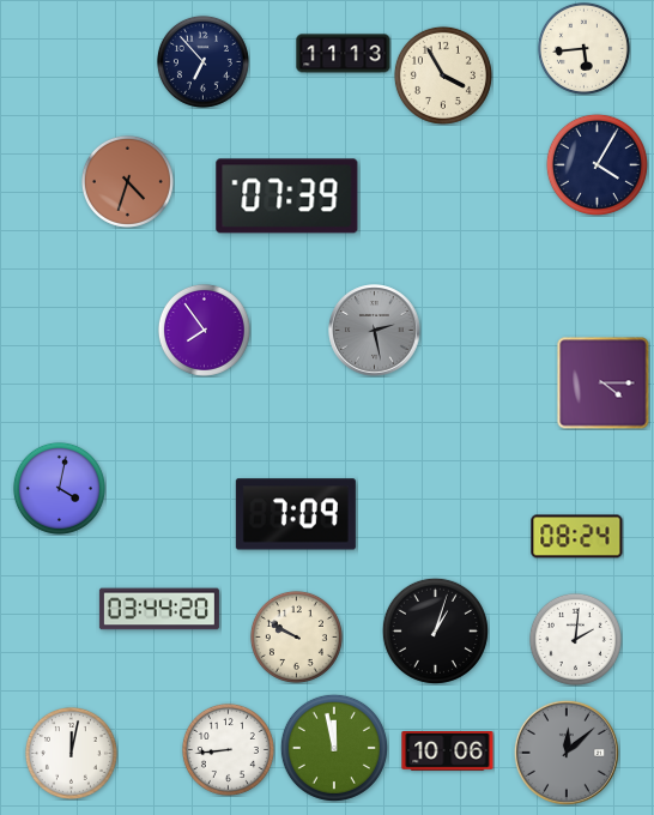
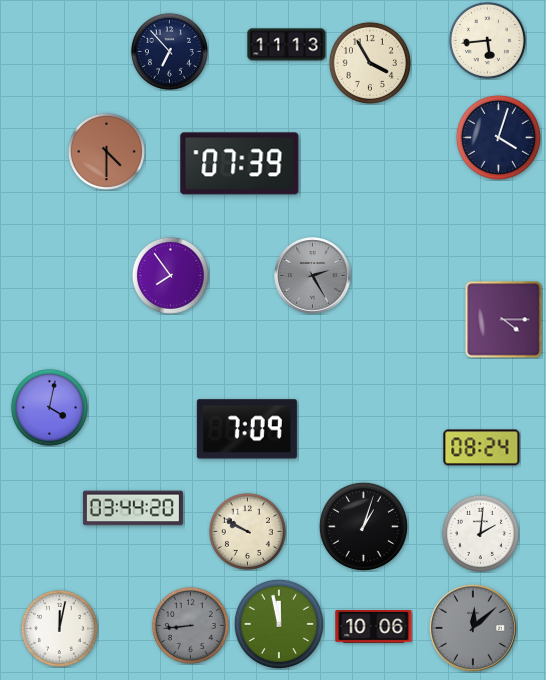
clock at (597, 164): 4:05 -> 4:03
clock at (127, 181): 4:33 -> 4:30
clock at (375, 331): 2:28 -> 2:25
clock at (228, 749) dial: white -> grey
